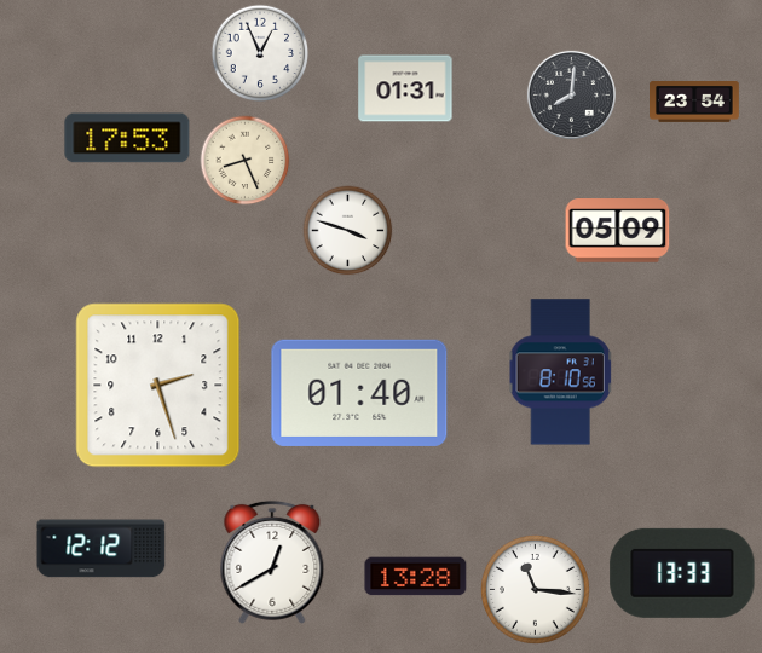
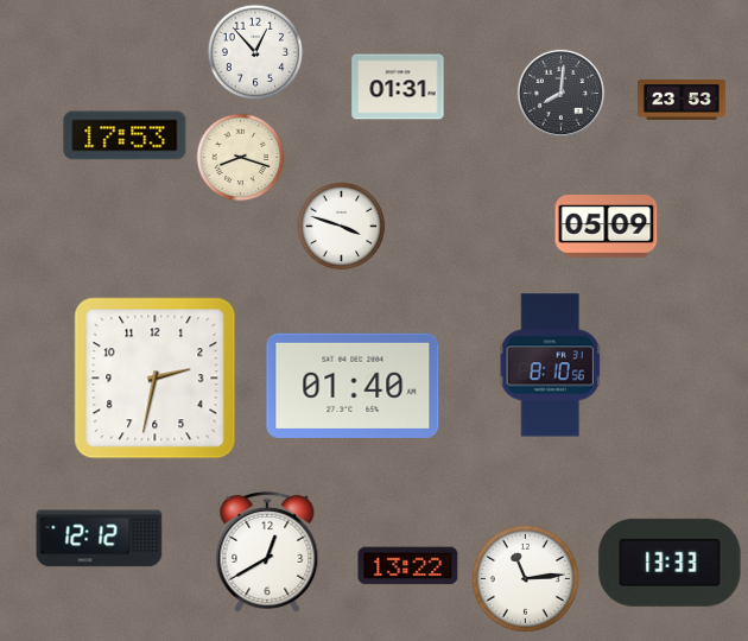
clock at (260, 53): 12:56 -> 12:53
clock at (694, 103): 23:54 -> 23:53
clock at (246, 161): 8:26 -> 8:18
clock at (158, 386): 2:27 -> 2:32
clock at (416, 577): 13:28 -> 13:22
clock at (535, 589): 11:16 -> 11:14
